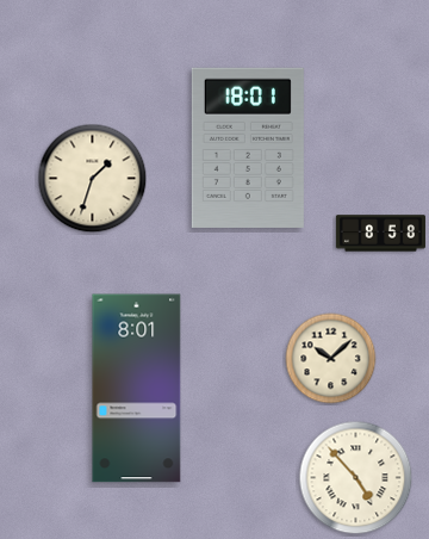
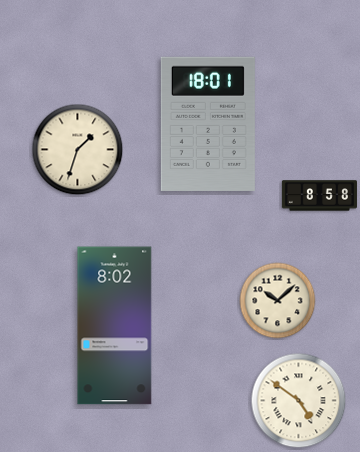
clock at (137, 389): 8:01 -> 8:02
clock at (356, 478): 4:53 -> 4:51
